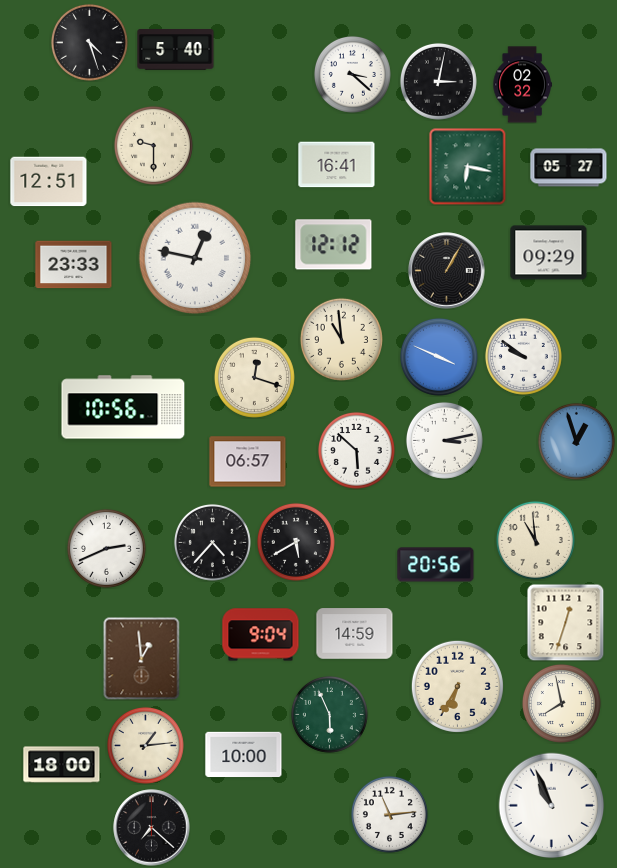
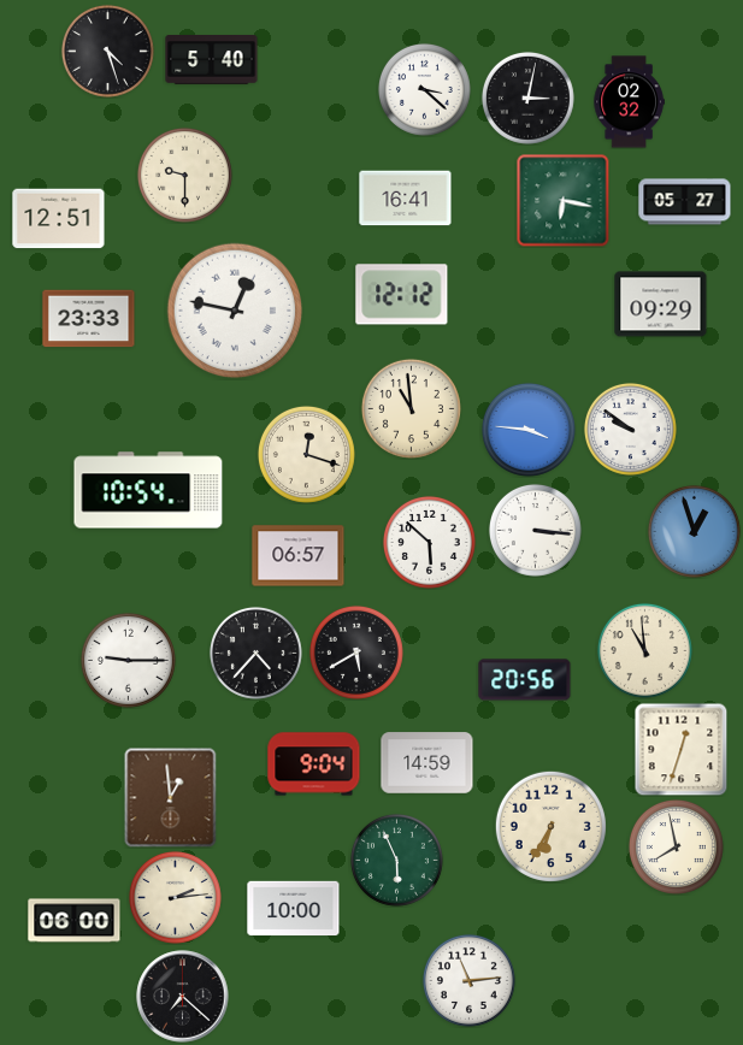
clock at (447, 271): 1:05 -> none
clock at (439, 357): 3:49 -> 3:46
clock at (123, 407): 10:56 -> 10:54
clock at (444, 440): 3:13 -> 3:16
clock at (106, 548): 2:41 -> 9:15
clock at (142, 658) position: (142, 658) -> (171, 797)
clock at (145, 745): 1:14 -> 2:14
clock at (62, 765): 18:00 -> 06:00
clock at (552, 806): 10:56 -> none
